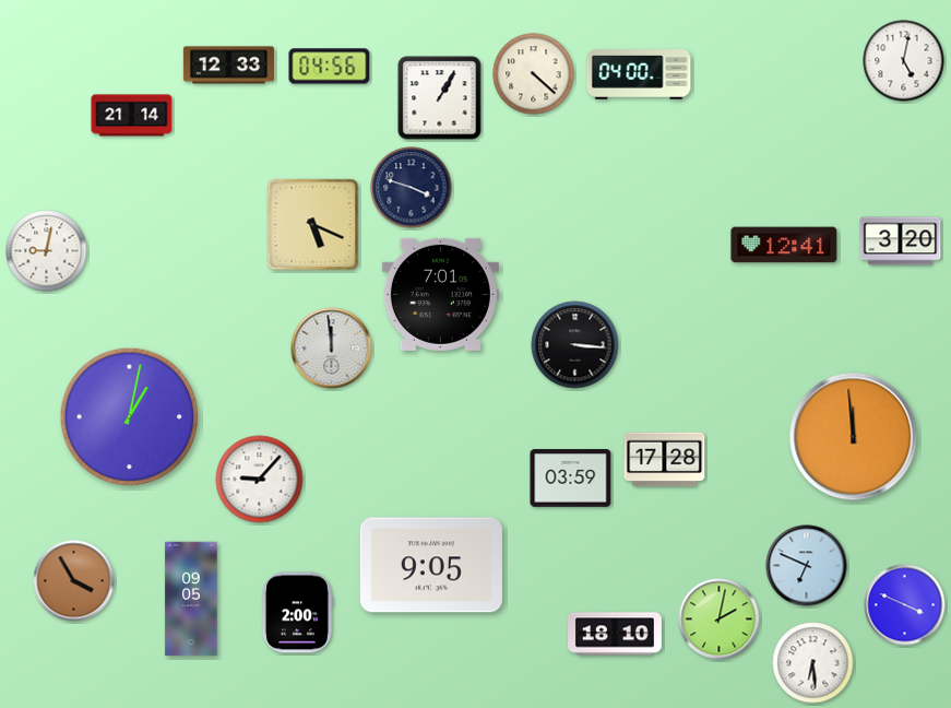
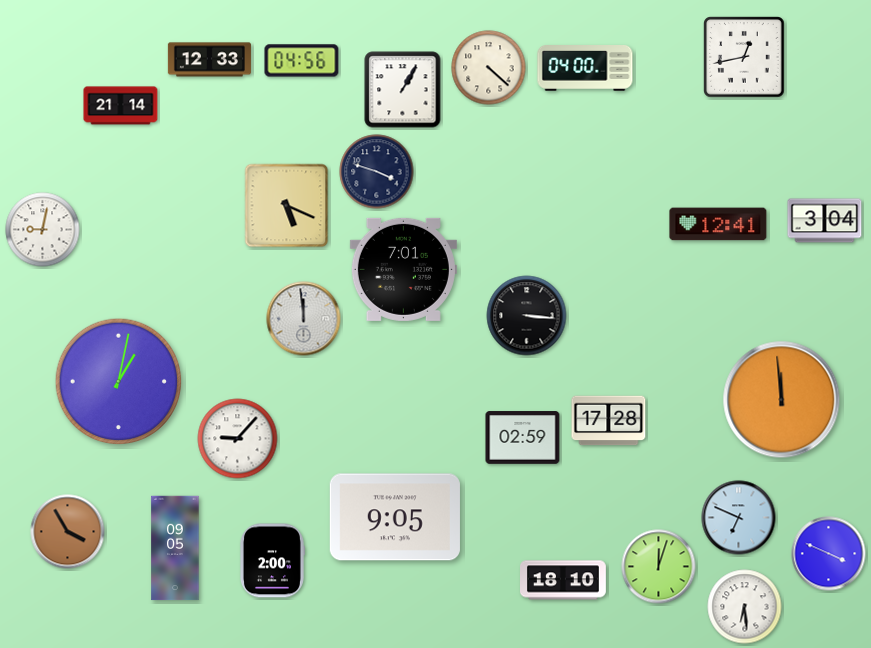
clock at (904, 61): 5:02 -> none
clock at (744, 57): none -> 12:43
clock at (901, 241): 3:20 -> 3:04
clock at (571, 479): 03:59 -> 02:59
clock at (720, 619): 2:02 -> 12:03
